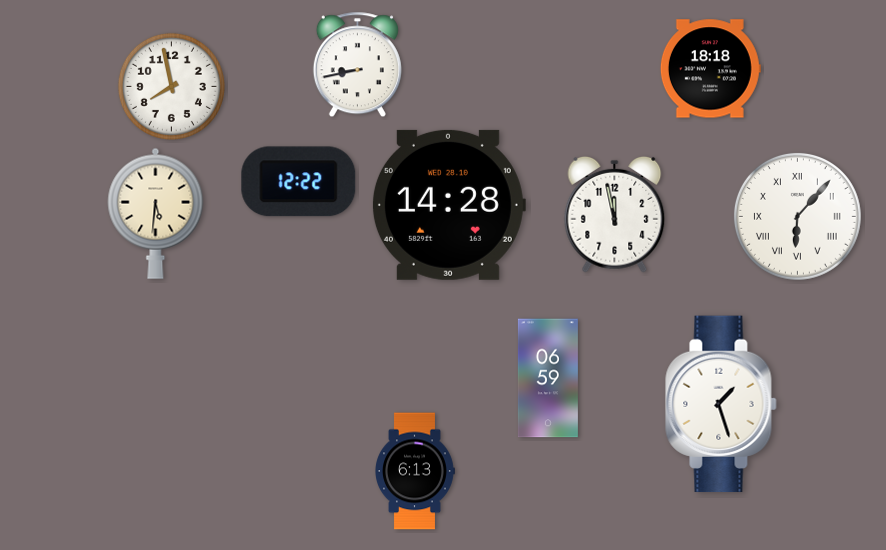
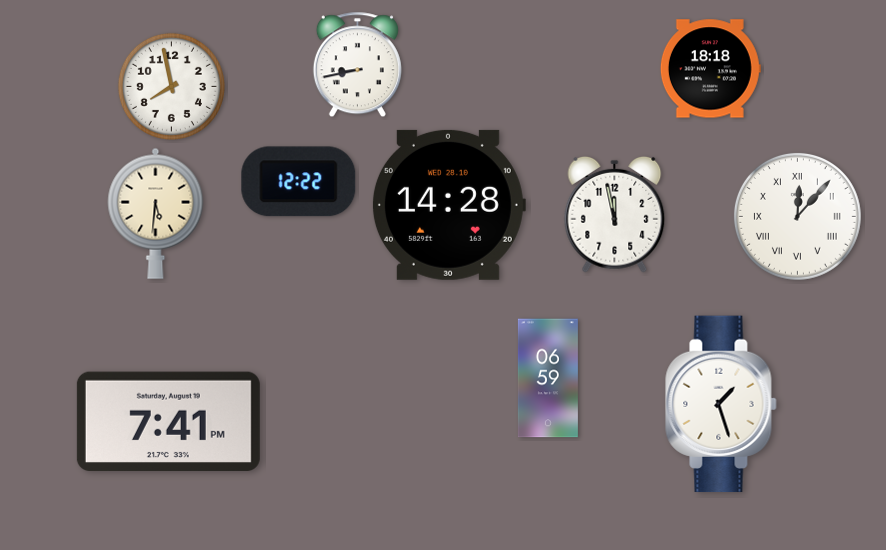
clock at (797, 216): 6:07 -> 12:07
clock at (168, 421): none -> 7:41
clock at (415, 471): 6:13 -> none
